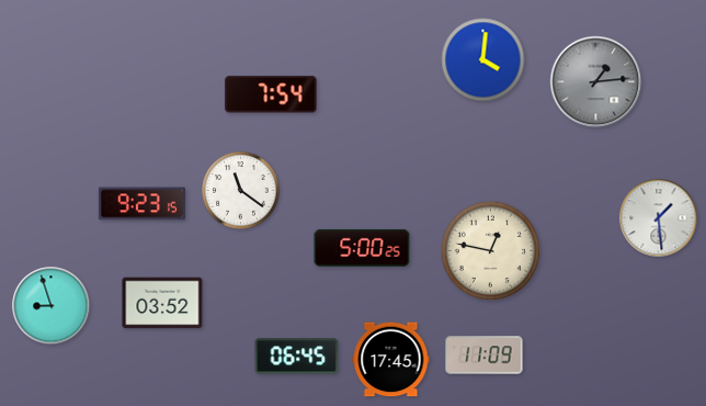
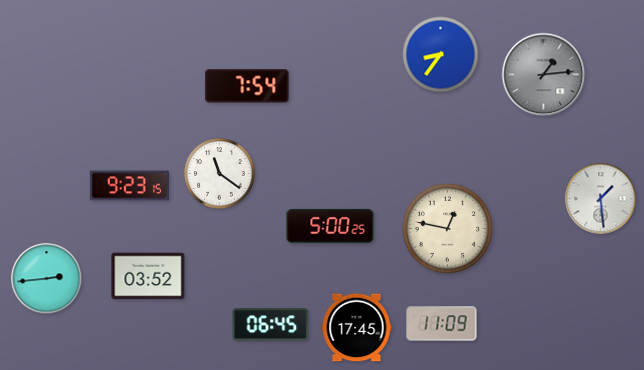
clock at (483, 60): 4:01 -> 8:36
clock at (52, 306): 8:57 -> 2:44
